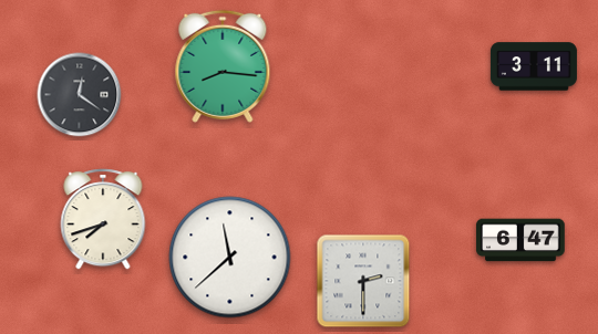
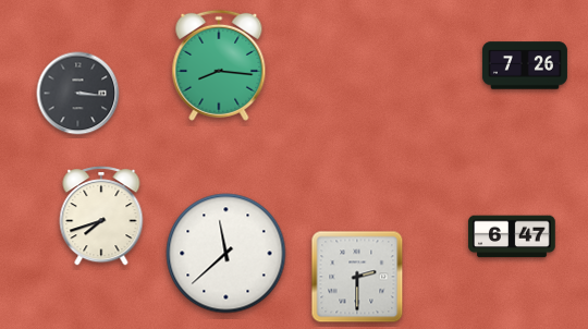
clock at (534, 66): 3:11 -> 7:26
clock at (80, 95): 12:21 -> 3:16
